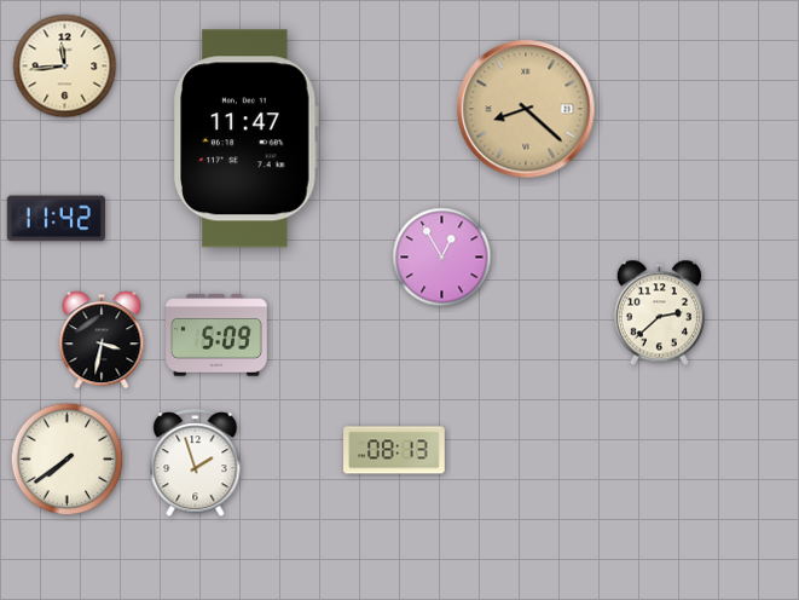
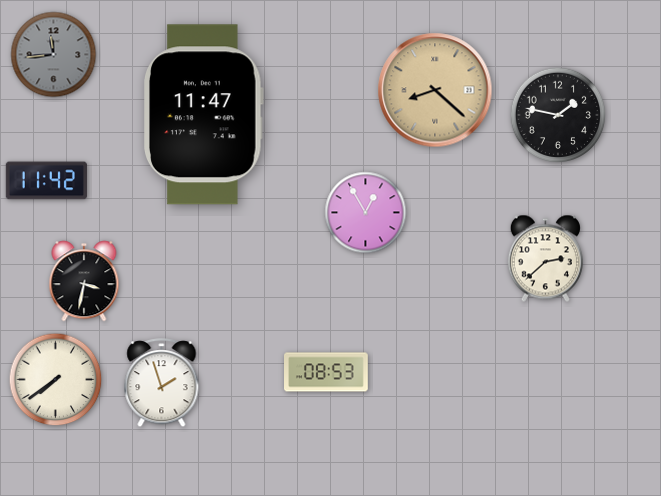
clock at (65, 67) dial: cream -> grey
clock at (558, 115): none -> 1:47
clock at (218, 335): 5:09 -> none
clock at (394, 450): 08:13 -> 08:53
